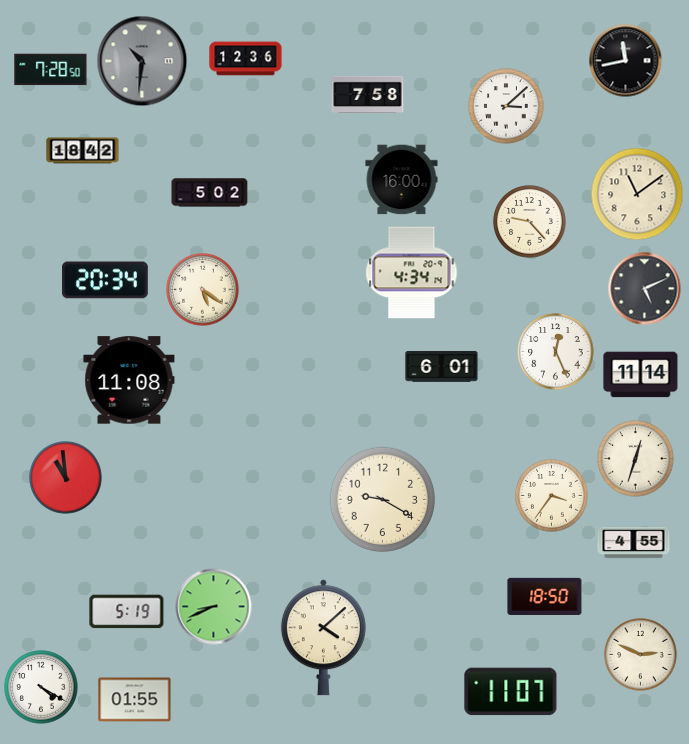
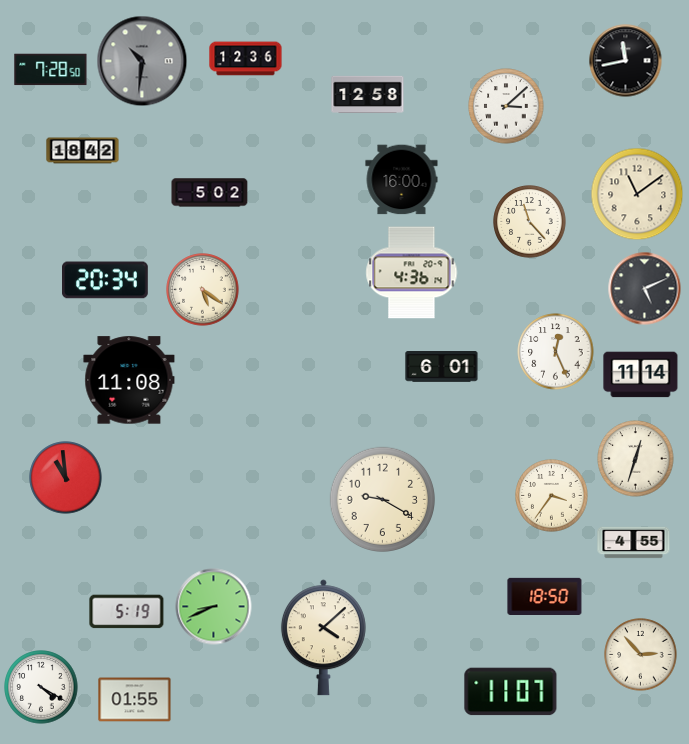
clock at (368, 94): 7:58 -> 12:58
clock at (530, 222): 9:23 -> 11:23
clock at (412, 273): 4:34 -> 4:36
clock at (641, 655): 2:49 -> 2:53
